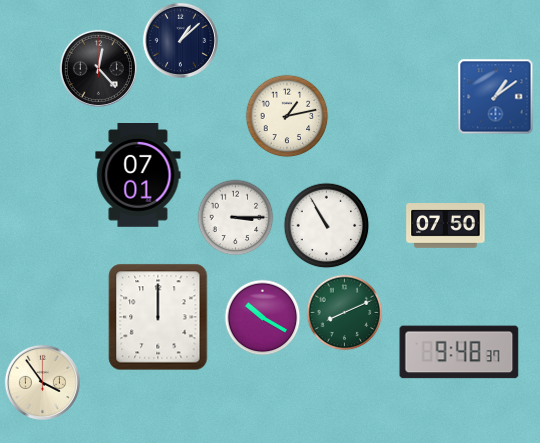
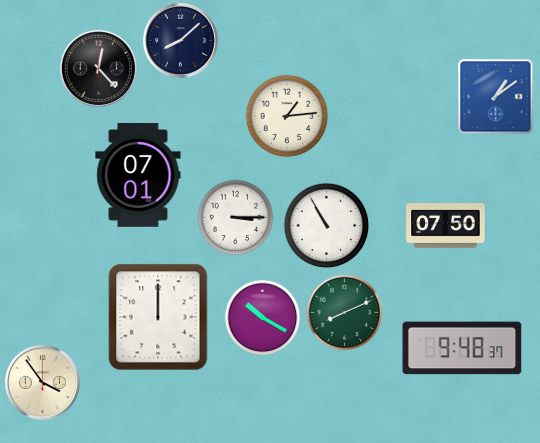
clock at (180, 40): 1:08 -> 8:08
clock at (287, 116): 1:13 -> 1:14
clock at (459, 352) position: (459, 352) -> (462, 348)
